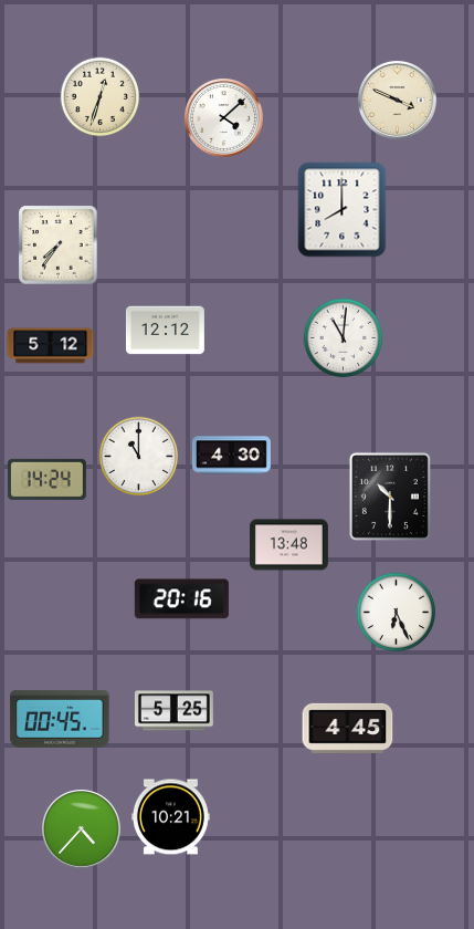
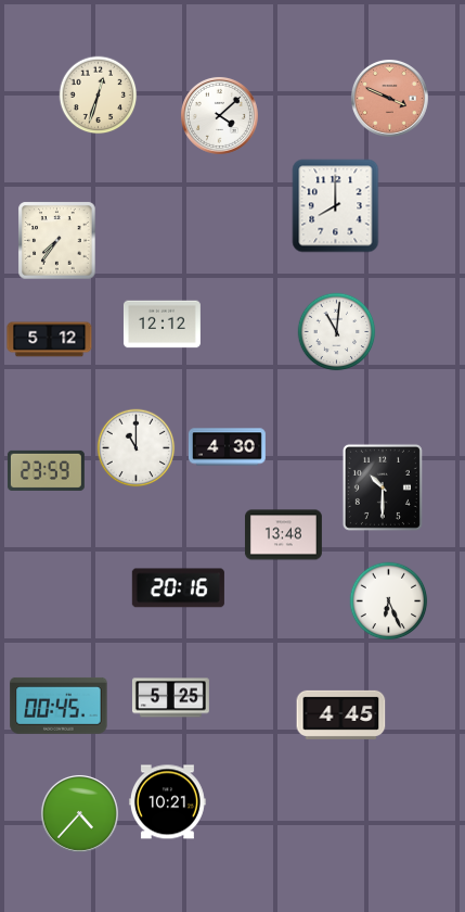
clock at (397, 100) dial: cream -> salmon
clock at (46, 479): 14:24 -> 23:59
